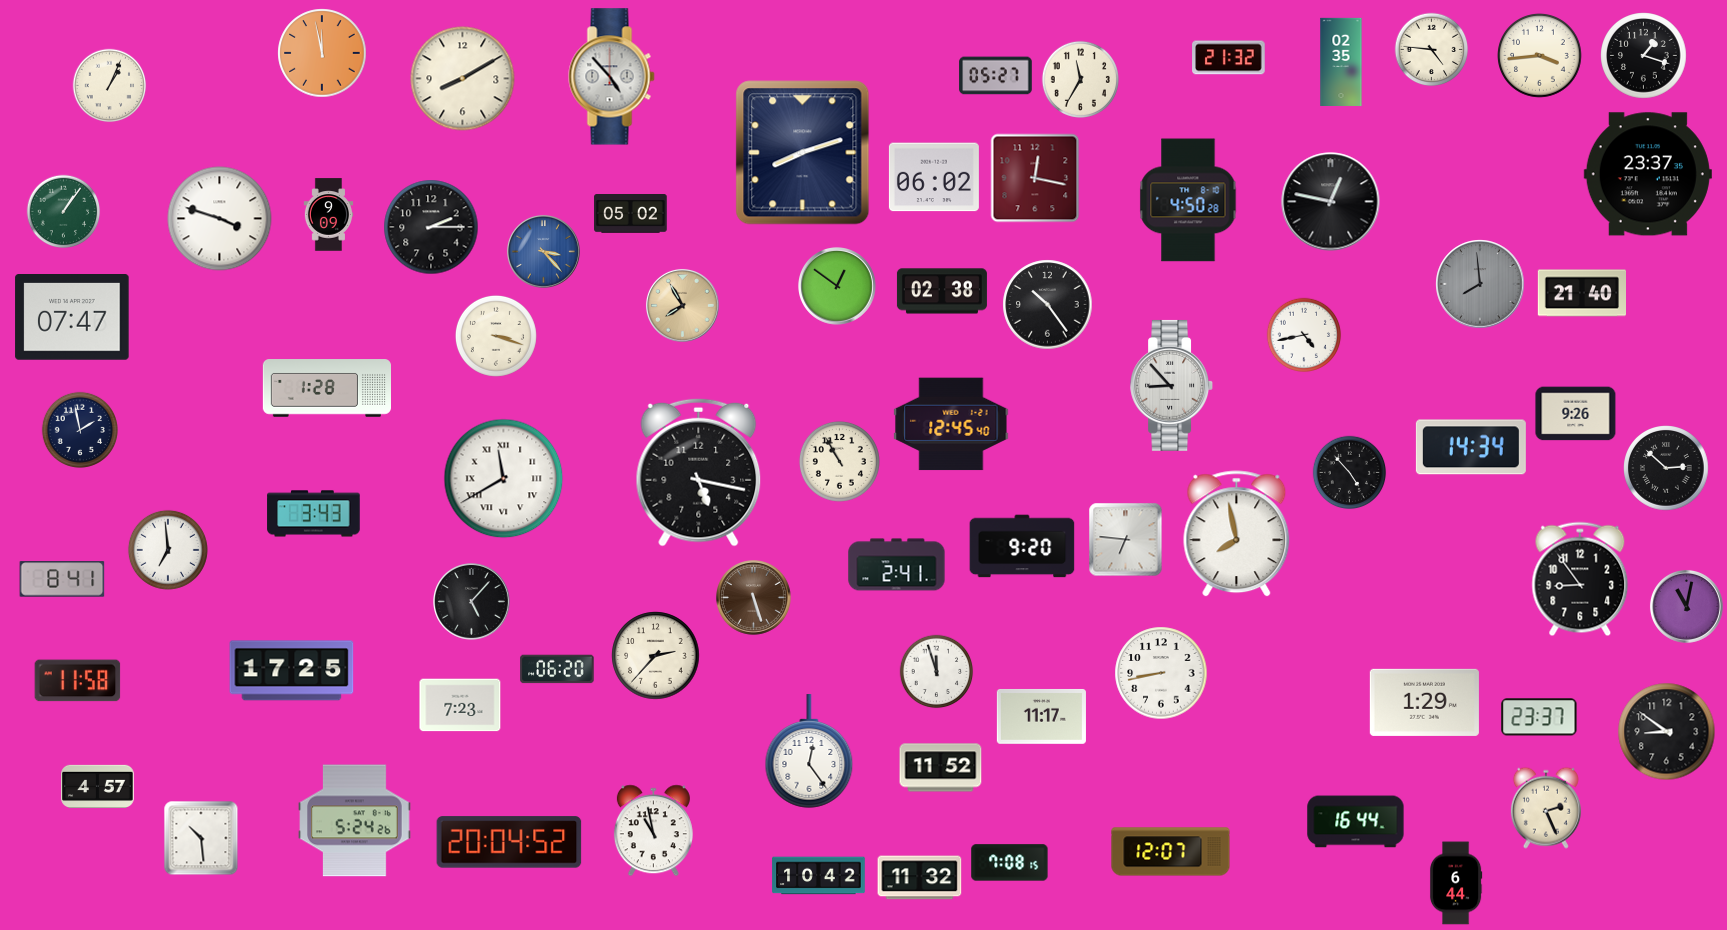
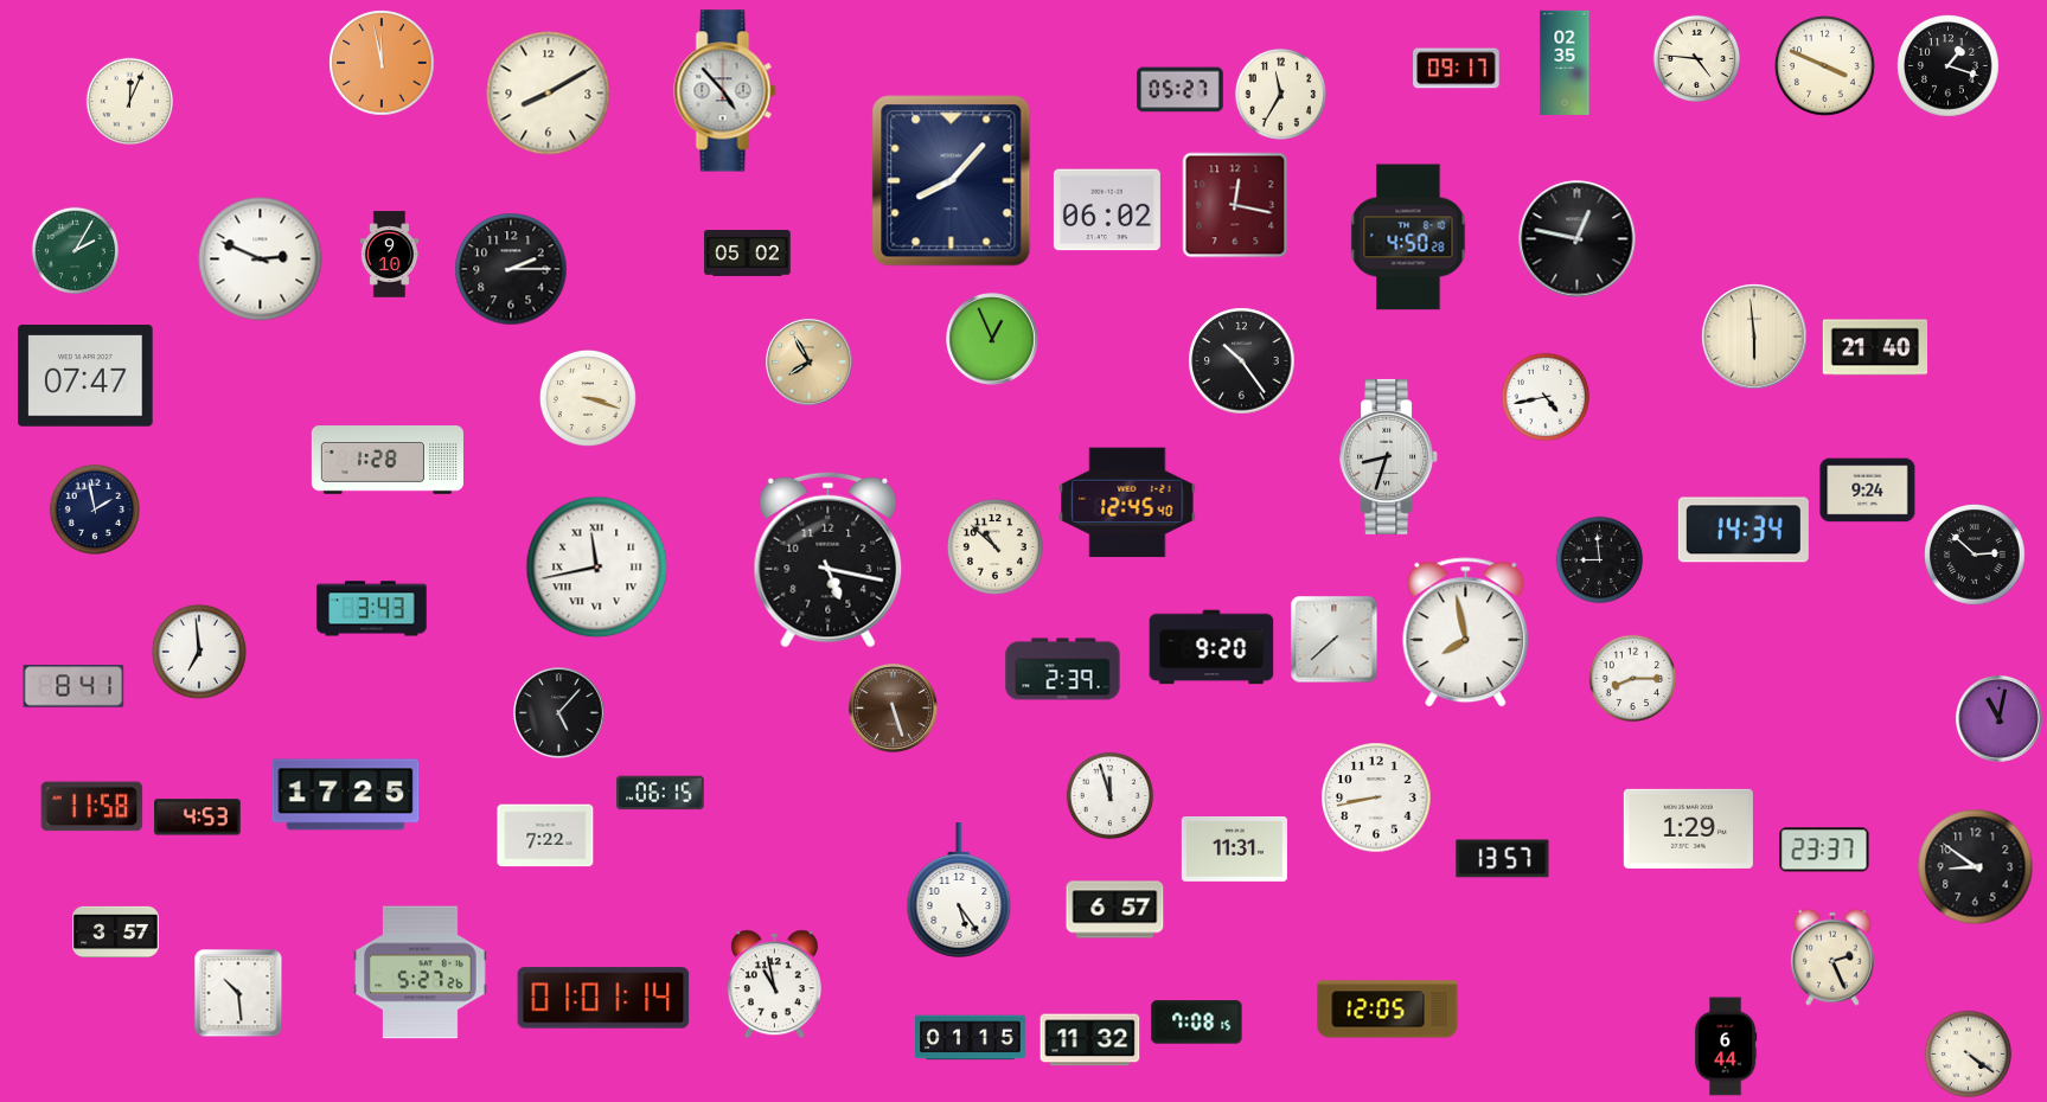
clock at (1540, 56): 3:44 -> 3:49
clock at (1229, 58): 21:32 -> 09:17
clock at (1341, 61) position: (1341, 61) -> (1565, 62)
clock at (110, 86): 1:04 -> 12:04
clock at (803, 153): 8:12 -> 8:07
clock at (1648, 174): 23:37 -> none
clock at (1035, 178) position: (1035, 178) -> (1235, 205)
clock at (64, 212): 1:06 -> 2:05
clock at (329, 215): 9:09 -> 9:10
clock at (220, 219): 3:48 -> 2:49
clock at (543, 251): 3:23 -> none
clock at (1480, 284): 7:59 -> 5:59
clock at (1480, 284) dial: grey -> cream
clock at (838, 287): 12:51 -> 12:56
clock at (942, 291): 02:38 -> none
clock at (1172, 385): 8:53 -> 8:33
clock at (1576, 414): 9:26 -> 9:24
clock at (839, 461): 10:55 -> 10:52
clock at (1350, 473): 4:53 -> 8:59
clock at (504, 479): 11:40 -> 11:43
clock at (1126, 540): 6:46 -> 7:38
clock at (897, 565): 2:41 -> 2:39
clock at (1633, 679): none -> 8:15
clock at (1580, 579): 8:54 -> none
clock at (656, 656): 2:37 -> none
clock at (557, 669): 06:20 -> 06:15
clock at (198, 818): none -> 4:53
clock at (1424, 702) position: (1424, 702) -> (1688, 828)
clock at (460, 705): 7:23 -> 7:22
clock at (1041, 716): 11:17 -> 11:31
clock at (1503, 859): none -> 13:57
clock at (809, 751): 12:24 -> 5:24
clock at (941, 768): 11:52 -> 6:57
clock at (98, 787): 4:57 -> 3:57
clock at (355, 821): 5:24 -> 5:27
clock at (1356, 822): 16:44 -> none
clock at (509, 842): 20:04 -> 01:01
clock at (1171, 852): 12:07 -> 12:05
clock at (819, 876): 10:42 -> 01:15
clock at (1969, 1055): none -> 4:21
